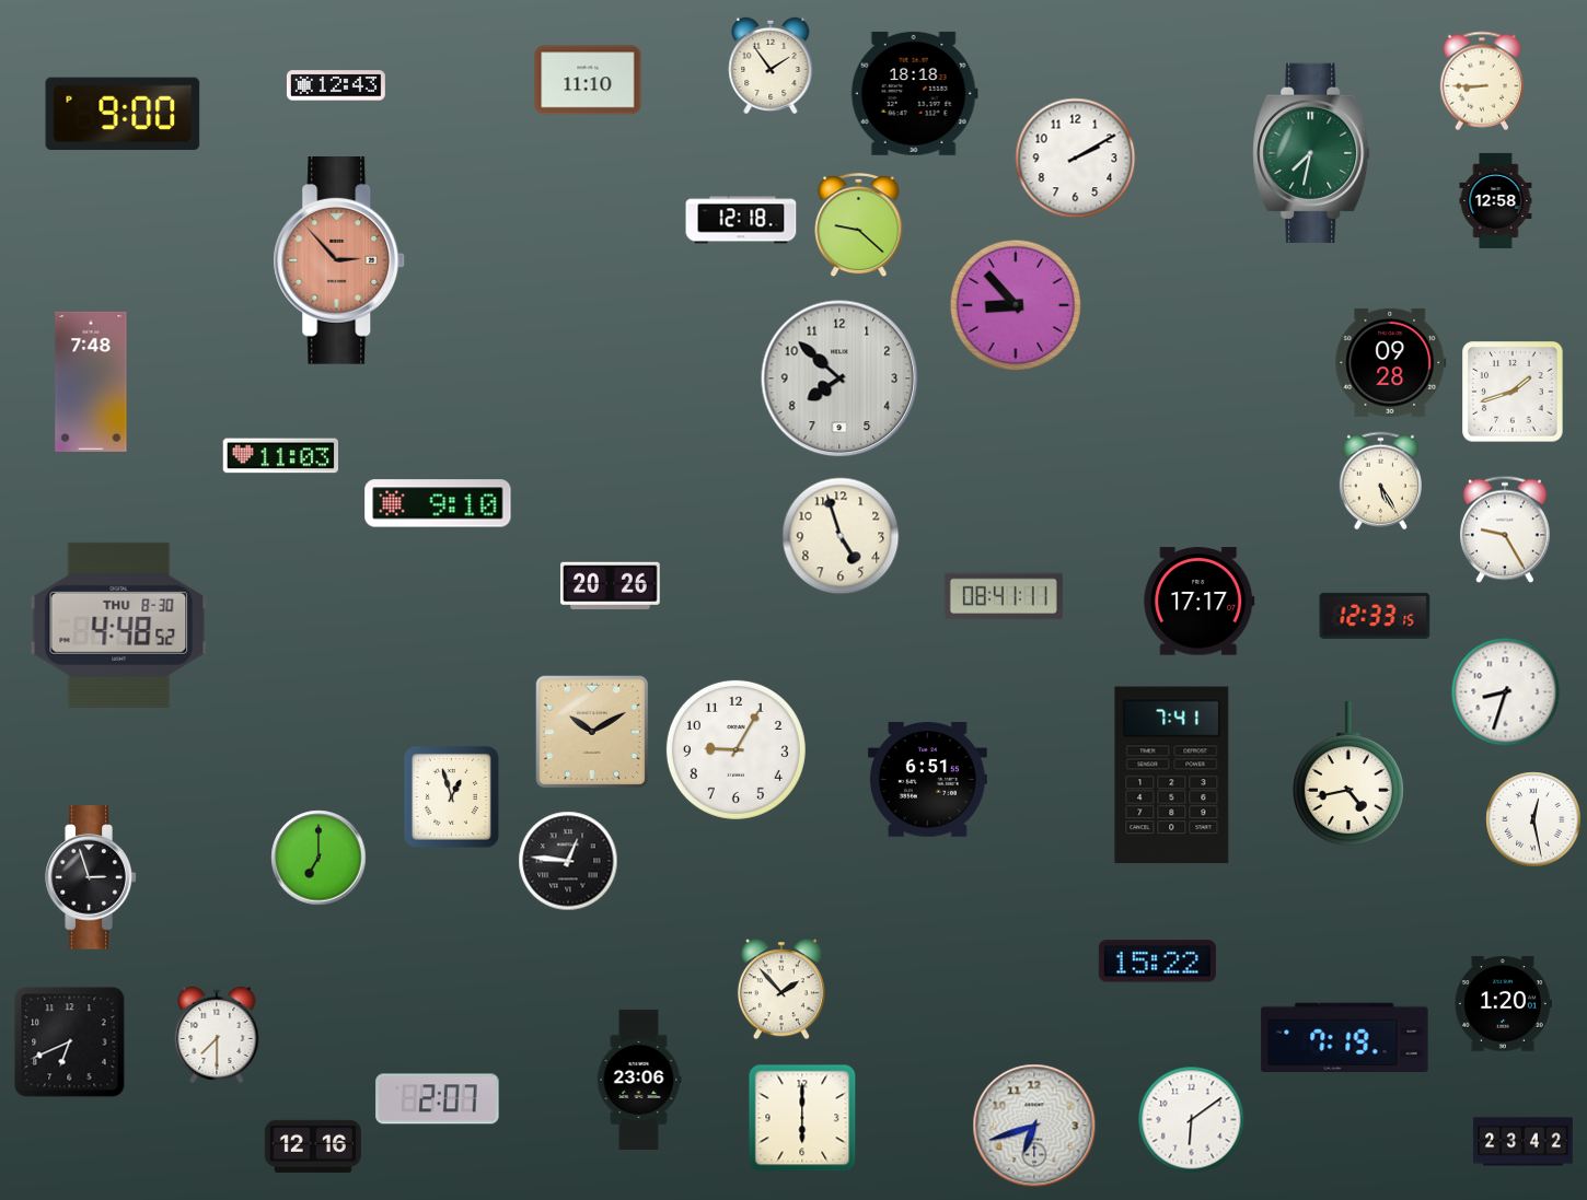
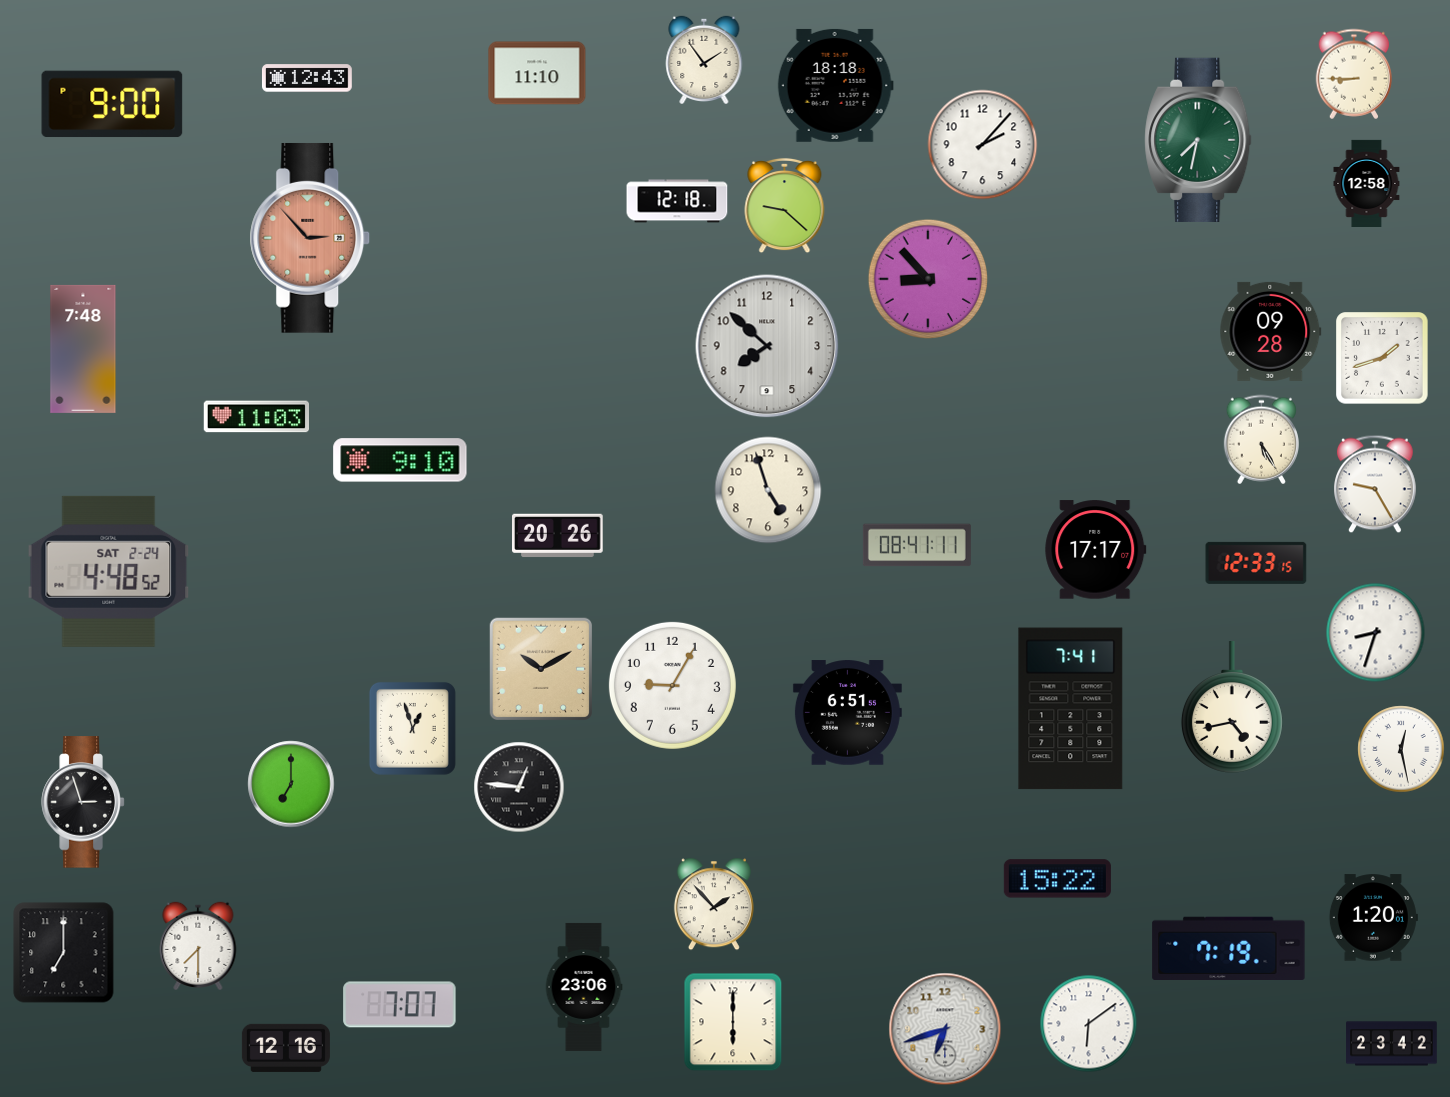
clock at (1076, 159): 2:10 -> 2:07
clock at (119, 625) date: THU 8-30 -> SAT 2-24
clock at (70, 1042): 6:41 -> 7:00
clock at (438, 1099): 2:07 -> 7:07
